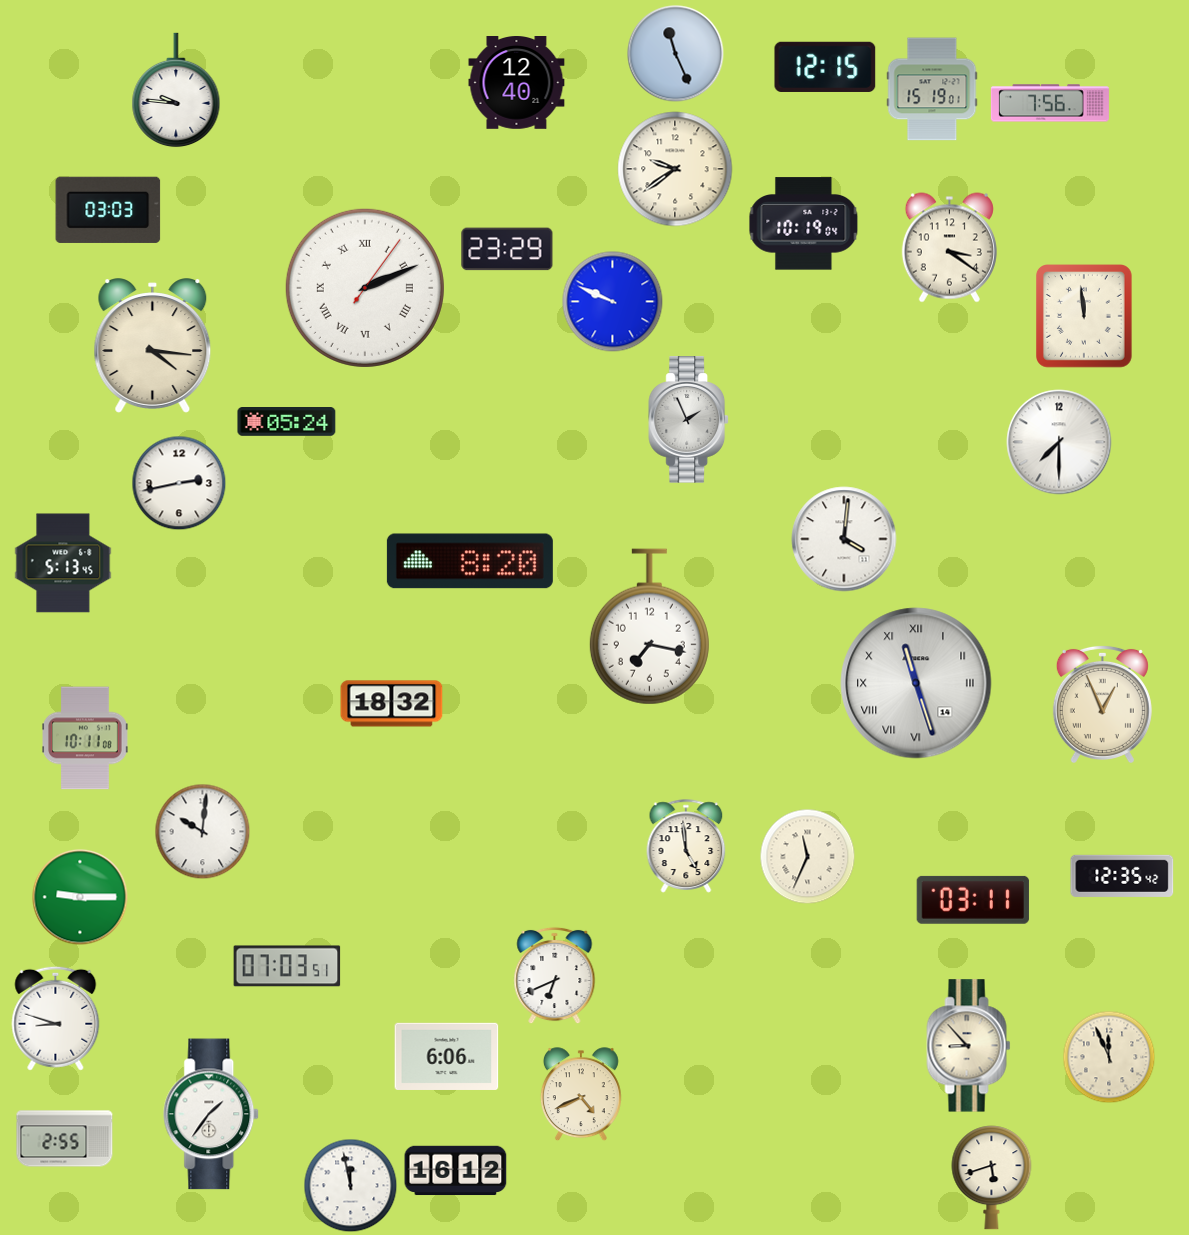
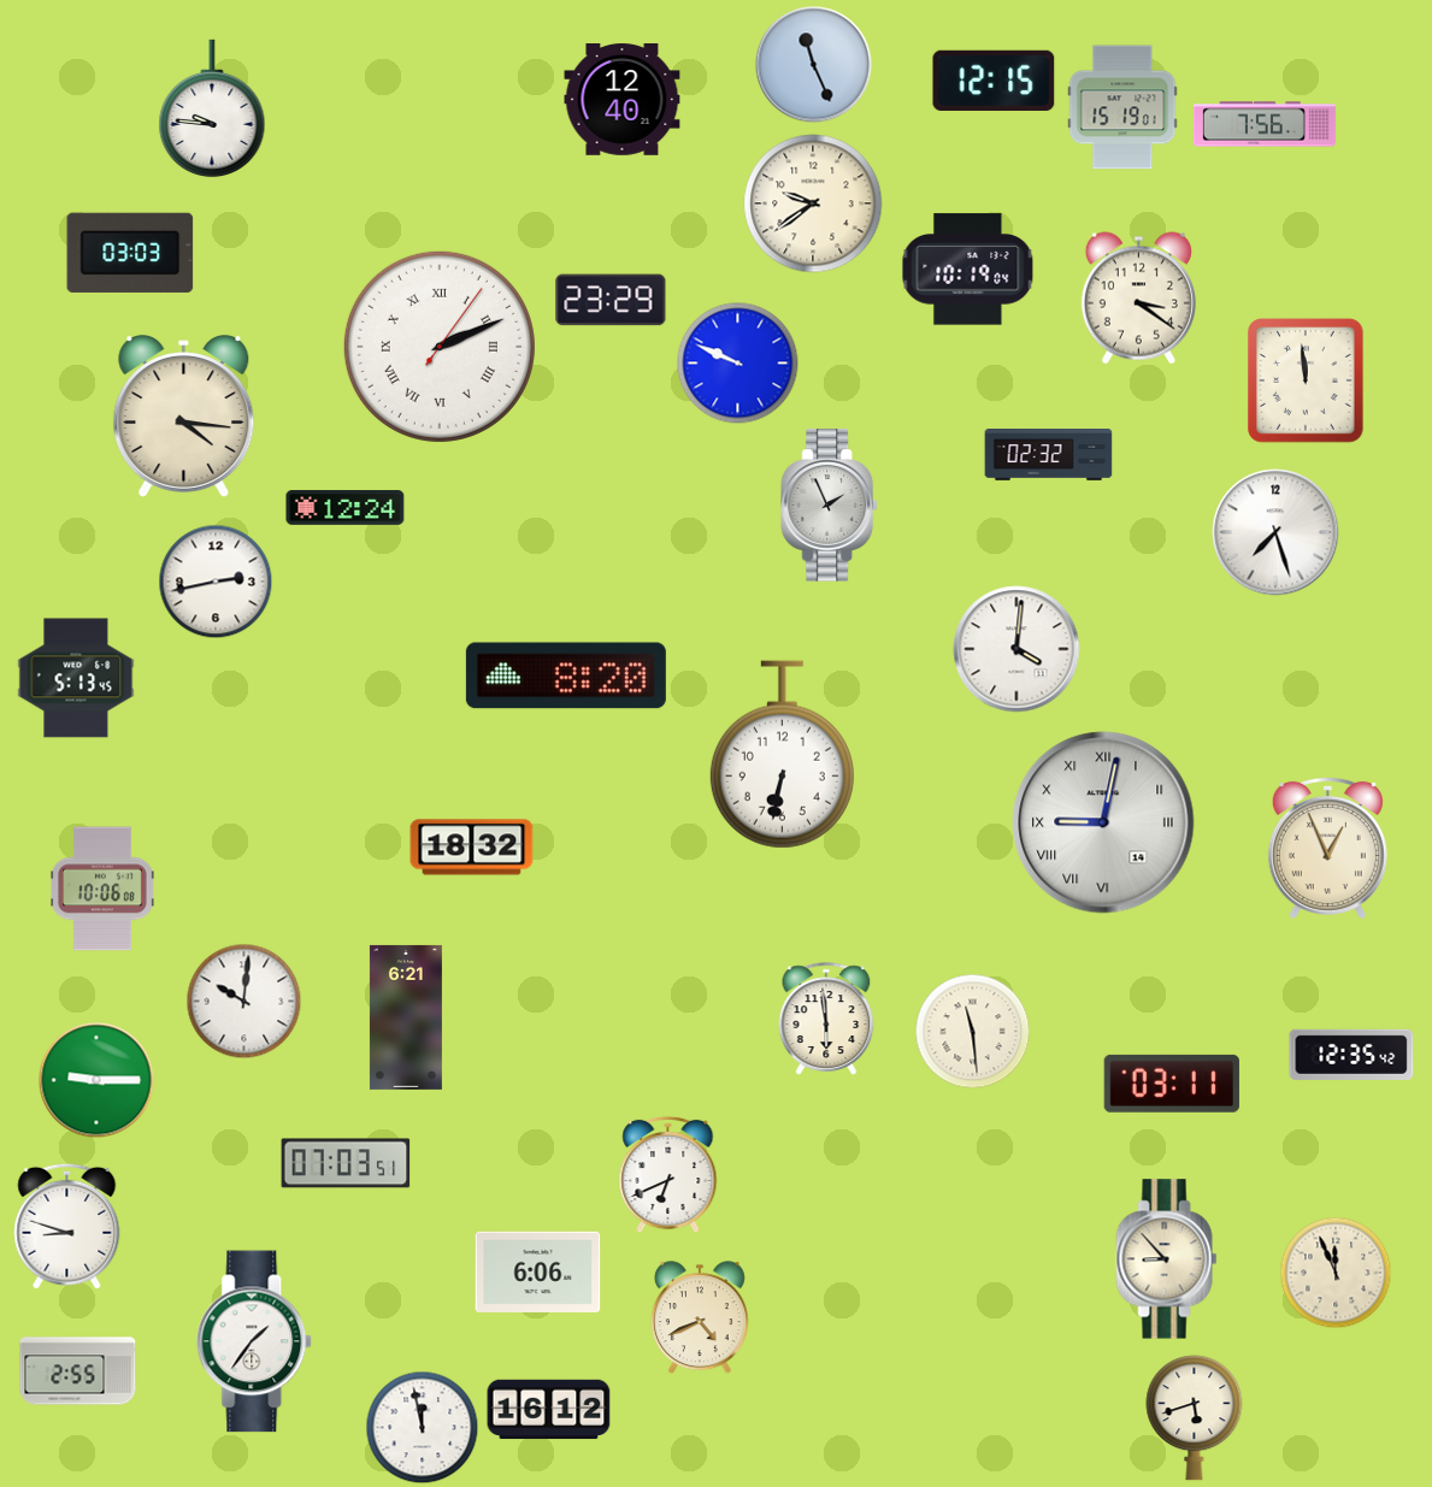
clock at (949, 248) position: (949, 248) -> (1138, 299)
clock at (1049, 455): none -> 02:32
clock at (287, 422): 05:24 -> 12:24
clock at (1059, 442): 7:30 -> 7:27
clock at (649, 627): 7:17 -> 6:32
clock at (916, 683): 11:27 -> 9:02
clock at (86, 738): 10:11 -> 10:06
clock at (406, 1017): none -> 6:21
clock at (686, 846): 4:59 -> 5:59
clock at (807, 856): 11:34 -> 11:29
